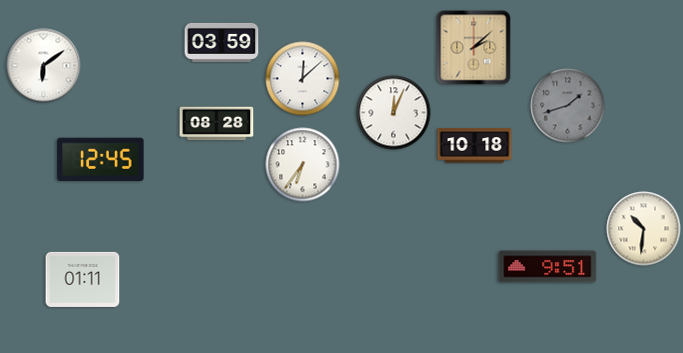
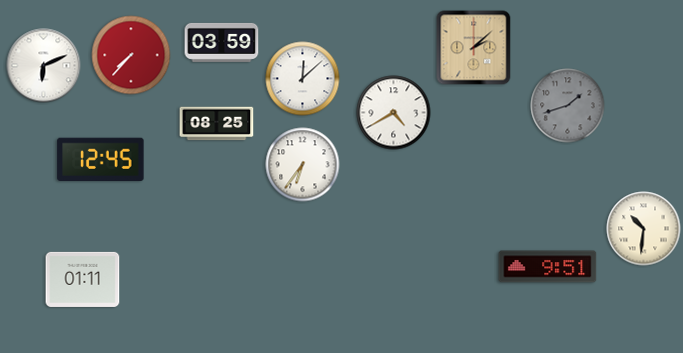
clock at (131, 55): none -> 7:37
clock at (44, 66): 6:09 -> 6:11
clock at (394, 113): 12:04 -> 4:40
clock at (217, 124): 08:28 -> 08:25
clock at (475, 146): 10:18 -> none
